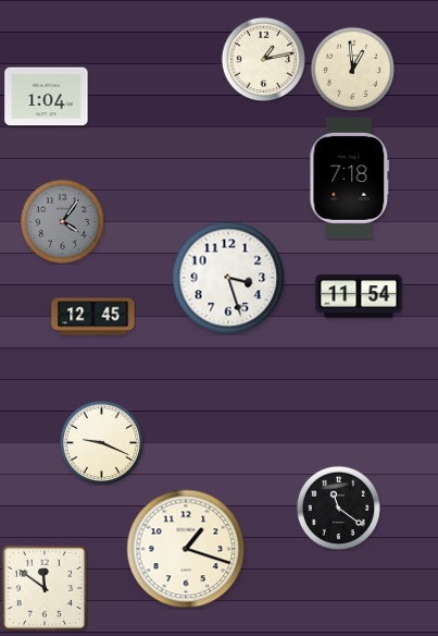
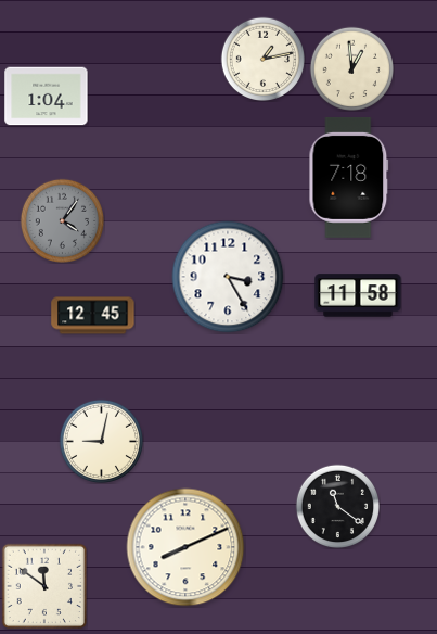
clock at (228, 278): 3:27 -> 3:25
clock at (359, 296): 11:54 -> 11:58
clock at (101, 442): 9:19 -> 9:02
clock at (186, 549): 1:18 -> 8:11
